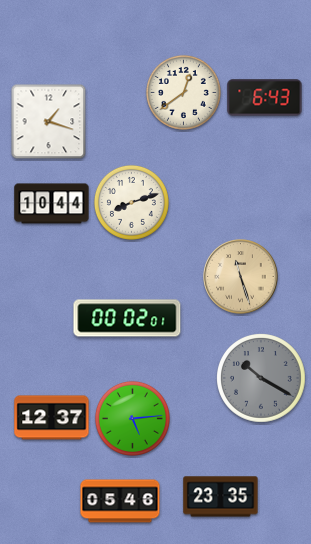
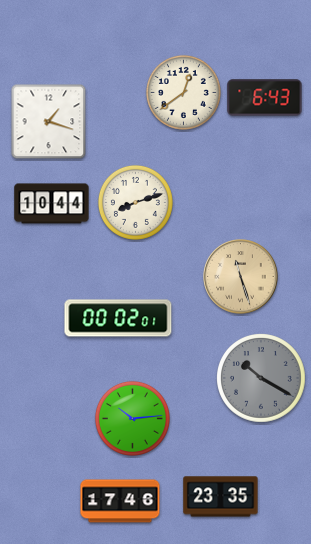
clock at (131, 202) position: (131, 202) -> (135, 202)
clock at (127, 318) position: (127, 318) -> (118, 318)
clock at (52, 418): 12:37 -> none
clock at (132, 418): 5:14 -> 10:14
clock at (120, 501): 05:46 -> 17:46
